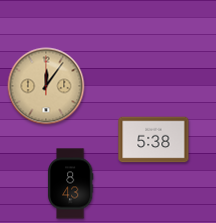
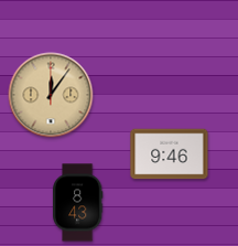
clock at (154, 140): 5:38 -> 9:46
